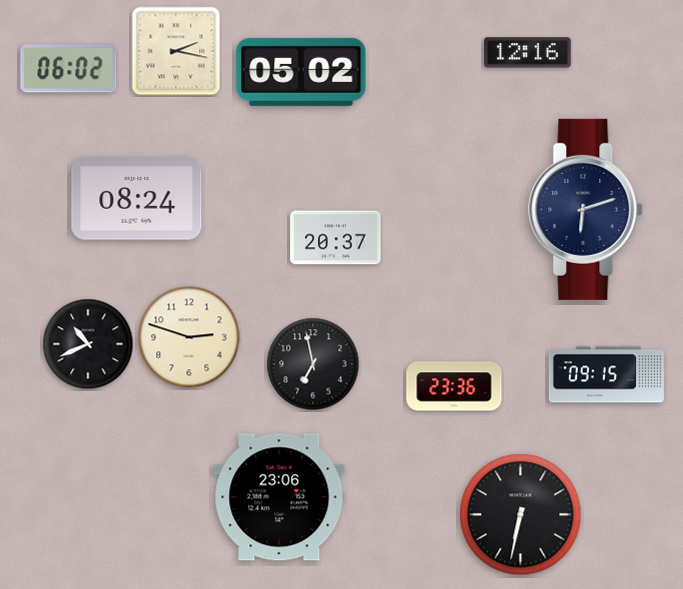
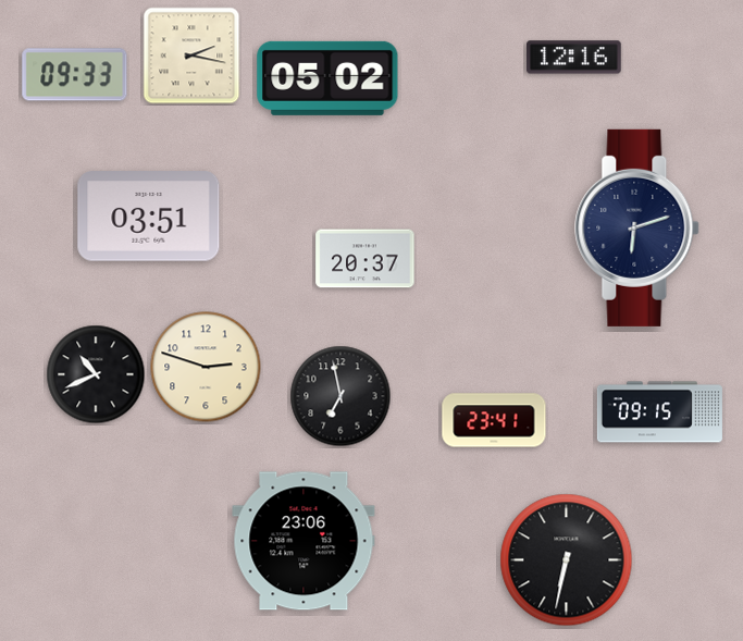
clock at (69, 69): 06:02 -> 09:33
clock at (137, 199): 08:24 -> 03:51
clock at (606, 375) position: (606, 375) -> (659, 412)
clock at (454, 386): 23:36 -> 23:41
